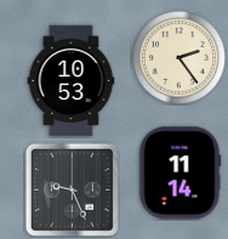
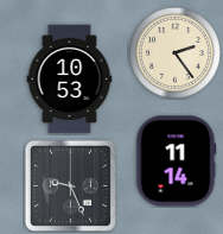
clock at (178, 57) position: (178, 57) -> (174, 52)
clock at (179, 173) position: (179, 173) -> (176, 162)
